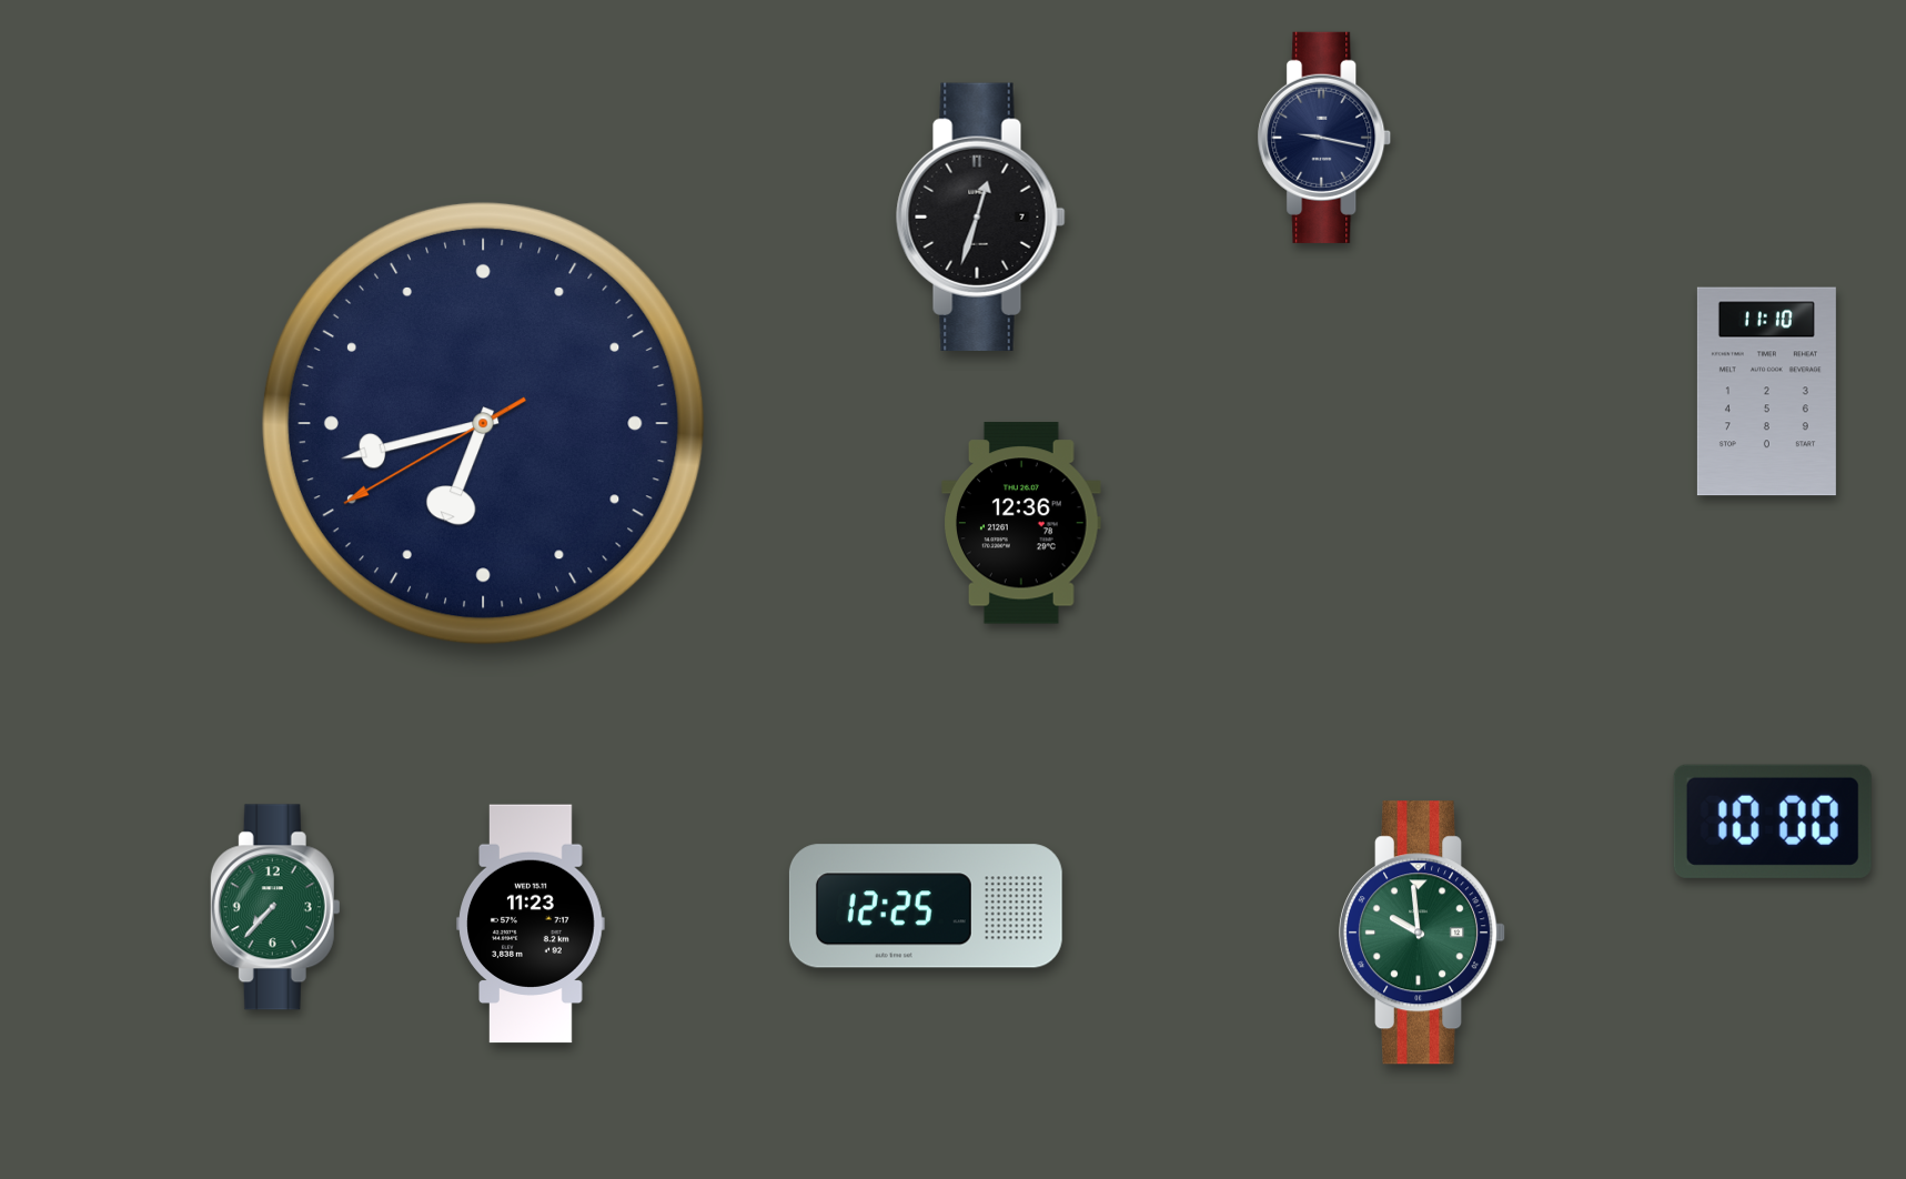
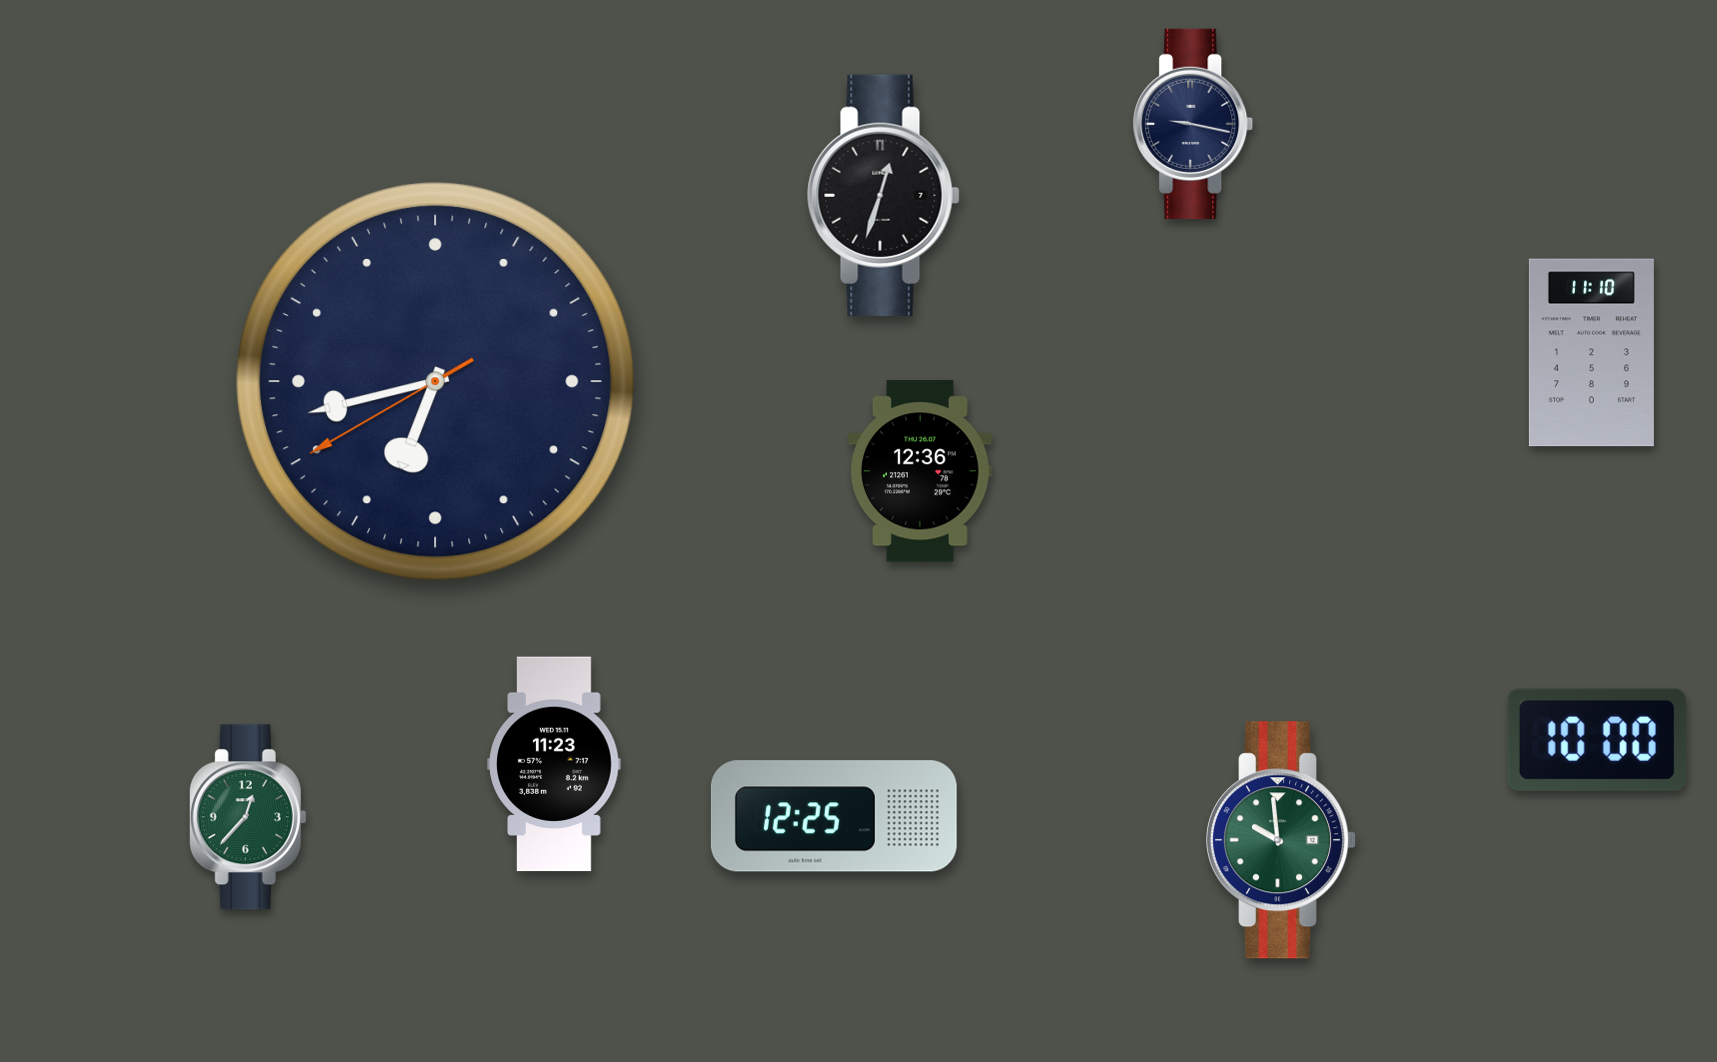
clock at (275, 907): 7:37 -> 12:37
clock at (531, 924) position: (531, 924) -> (554, 764)
